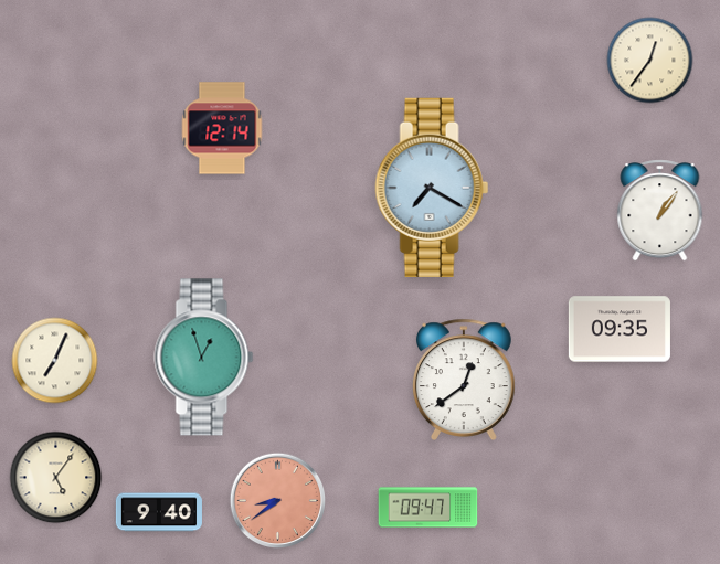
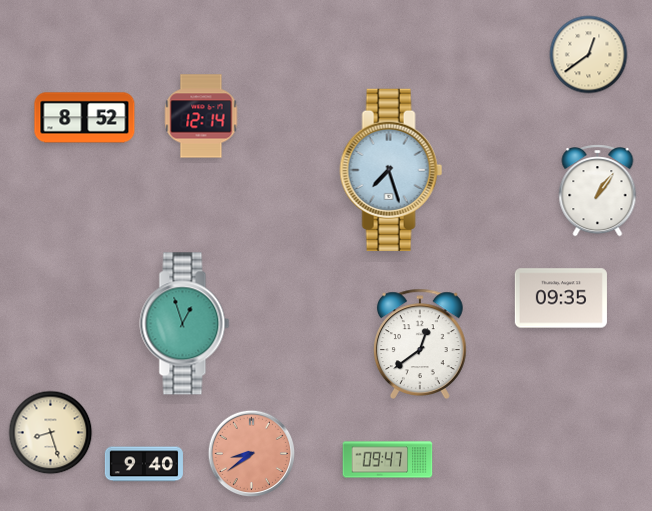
clock at (650, 61): 12:36 -> 12:39
clock at (85, 118): none -> 8:52
clock at (432, 188): 7:20 -> 7:27
clock at (55, 361): 7:04 -> none
clock at (56, 478): 5:06 -> 8:27
